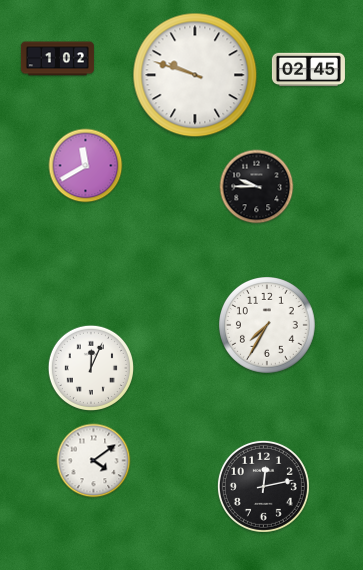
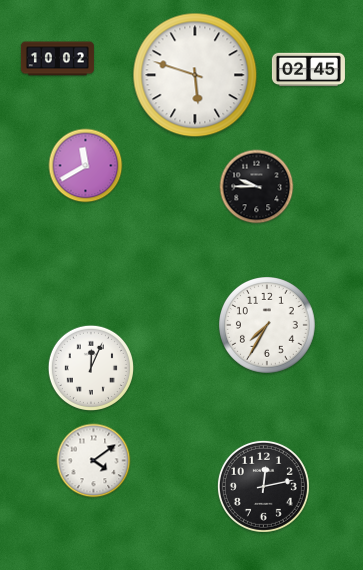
clock at (57, 59): 1:02 -> 10:02
clock at (195, 75): 9:48 -> 5:48
